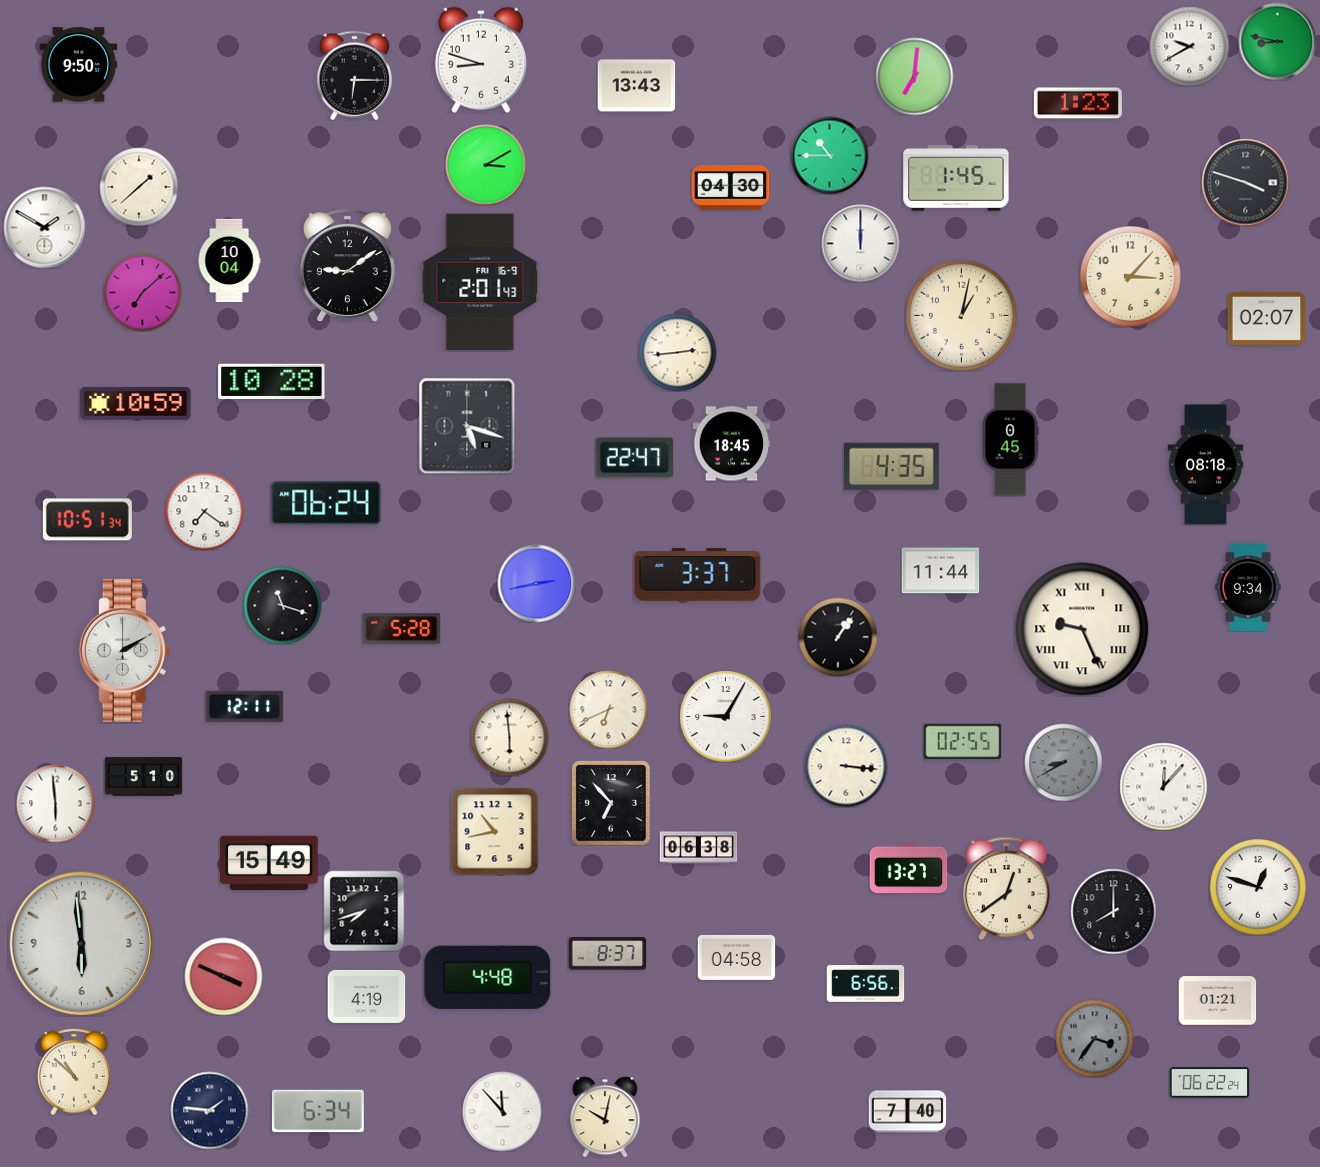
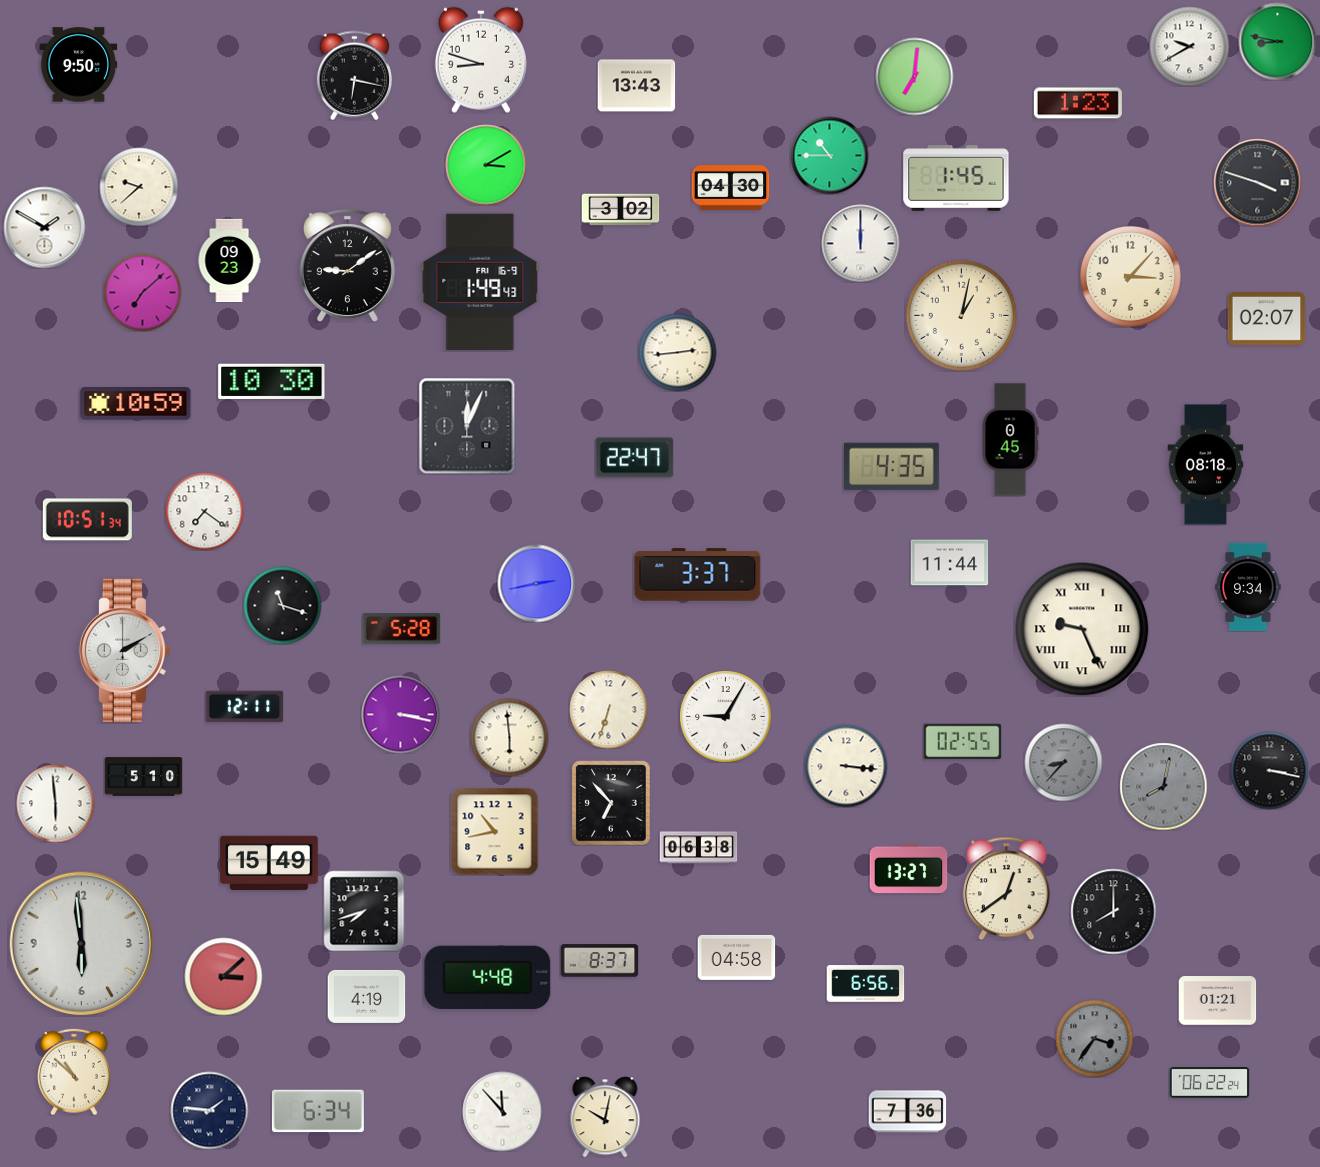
clock at (354, 75): 6:15 -> 6:17
clock at (1245, 182) position: (1245, 182) -> (1257, 182)
clock at (139, 187): 1:38 -> 9:38
clock at (620, 210): none -> 3:02
clock at (229, 260): 10:04 -> 09:23
clock at (480, 282): 2:01 -> 1:49
clock at (272, 381): 10:28 -> 10:30
clock at (467, 426): 5:18 -> 12:04
clock at (731, 444): 18:45 -> none
clock at (326, 503): 06:24 -> none
clock at (940, 571) position: (940, 571) -> (949, 563)
clock at (838, 637): 1:06 -> none
clock at (608, 709): 6:41 -> 6:33
clock at (400, 714): none -> 3:17
clock at (1063, 762): 8:40 -> 8:37
clock at (1269, 770): none -> 3:17
clock at (1163, 786): 12:07 -> 8:02
clock at (1163, 786) dial: white -> grey
clock at (1258, 887): 12:48 -> none
clock at (607, 954) position: (607, 954) -> (599, 961)
clock at (223, 976): 3:49 -> 3:08
clock at (907, 1112): 7:40 -> 7:36
